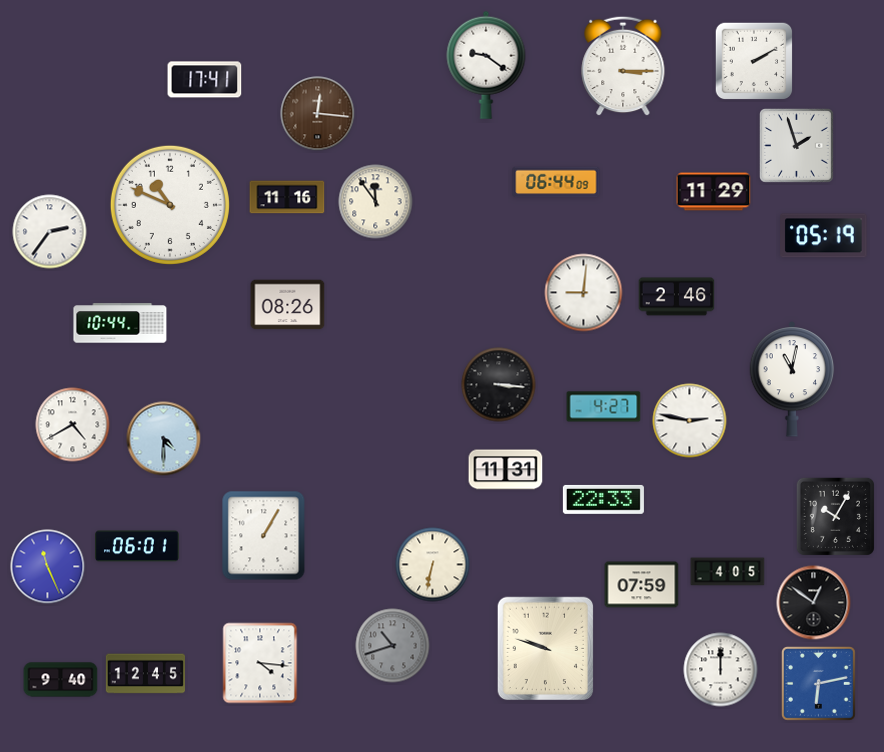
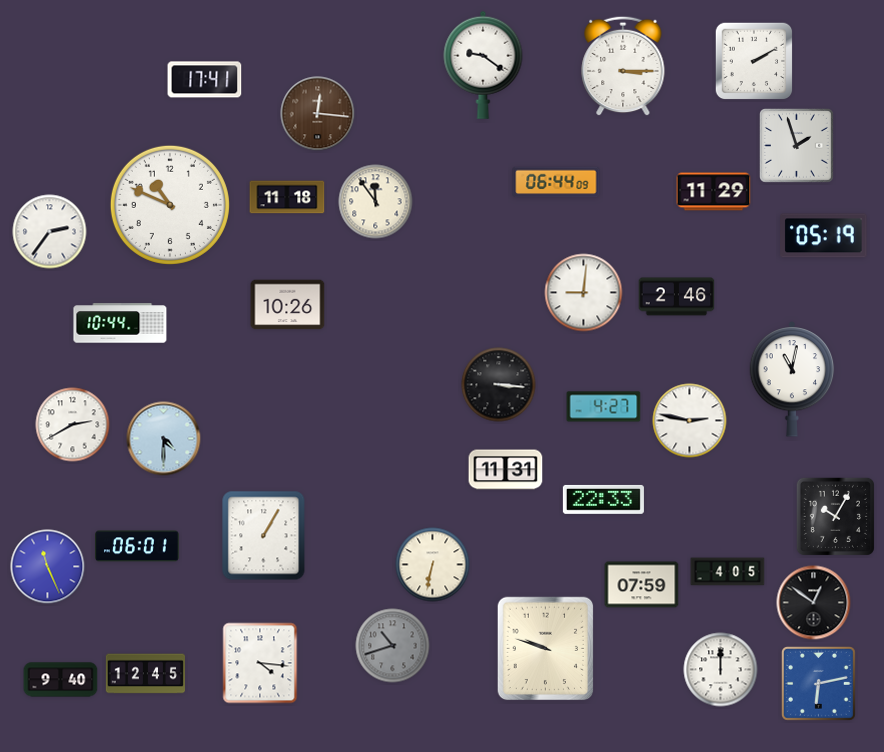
clock at (486, 65) position: (486, 65) -> (483, 65)
clock at (287, 197): 11:16 -> 11:18
clock at (288, 305): 08:26 -> 10:26
clock at (73, 425): 4:40 -> 2:40
